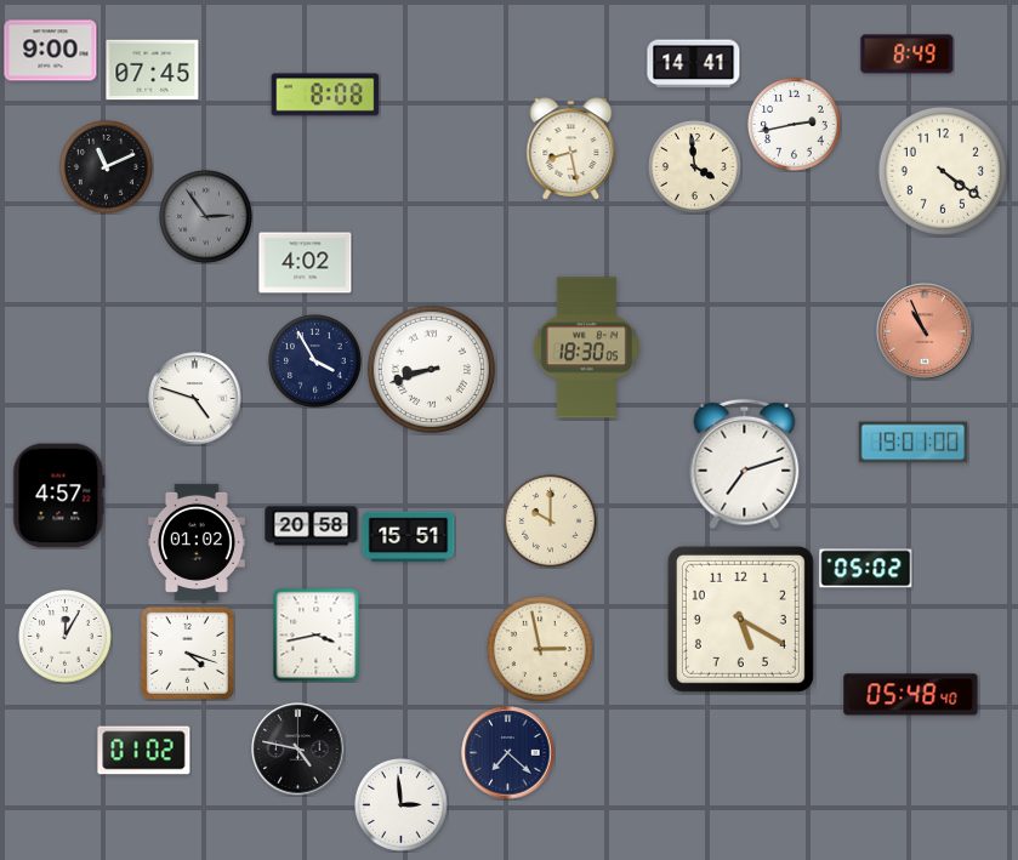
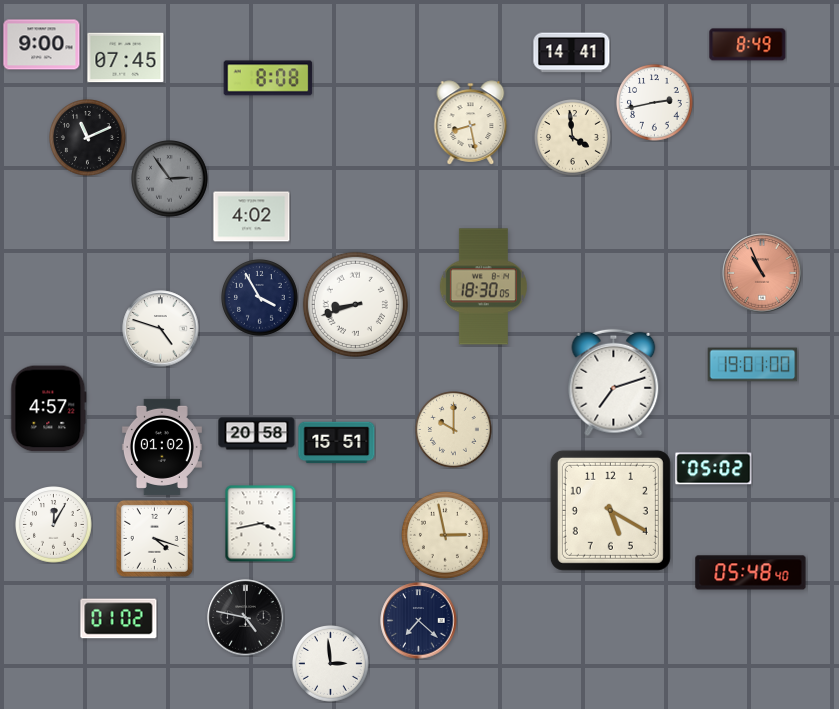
clock at (51, 51) position: (51, 51) -> (42, 45)
clock at (943, 171): 4:21 -> none
